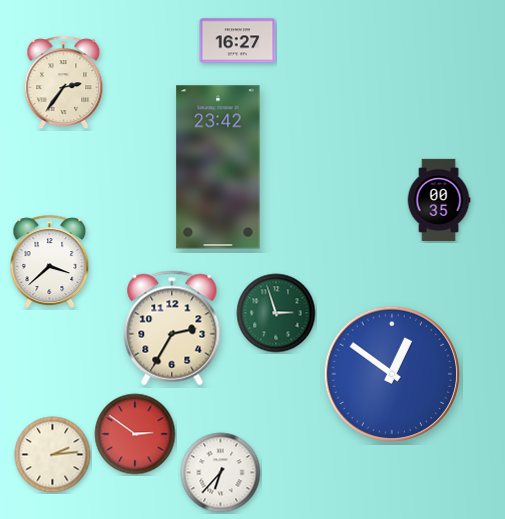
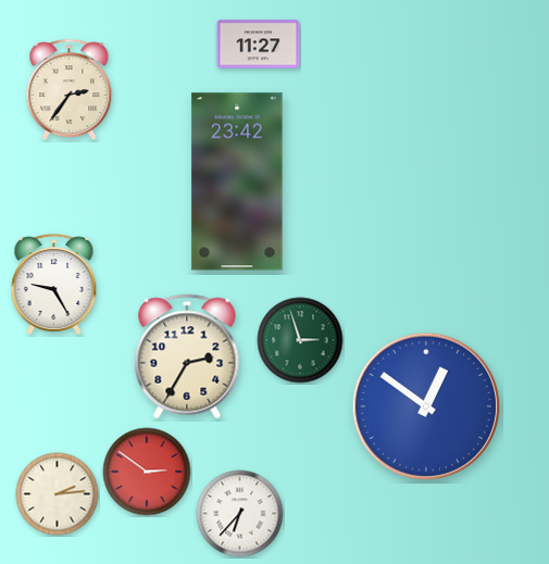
clock at (238, 41): 16:27 -> 11:27
clock at (439, 200): 00:35 -> none
clock at (50, 261): 3:38 -> 9:25
